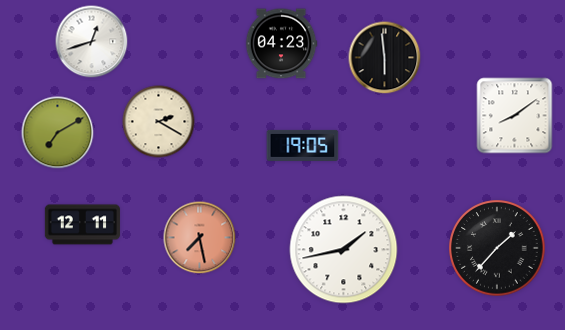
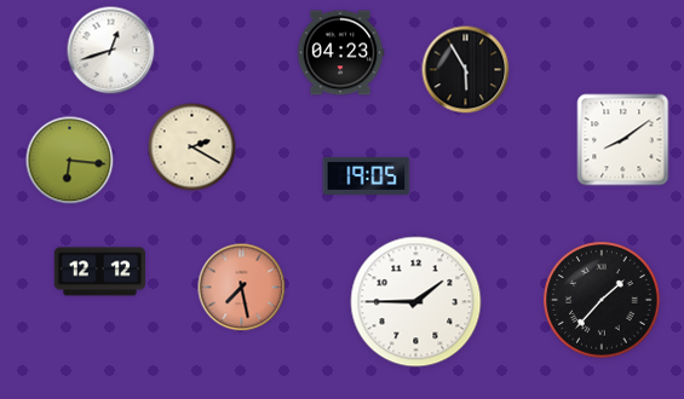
clock at (385, 58): 5:59 -> 5:55
clock at (58, 133): 7:10 -> 6:16
clock at (82, 225): 12:11 -> 12:12
clock at (344, 250): 1:43 -> 1:45
